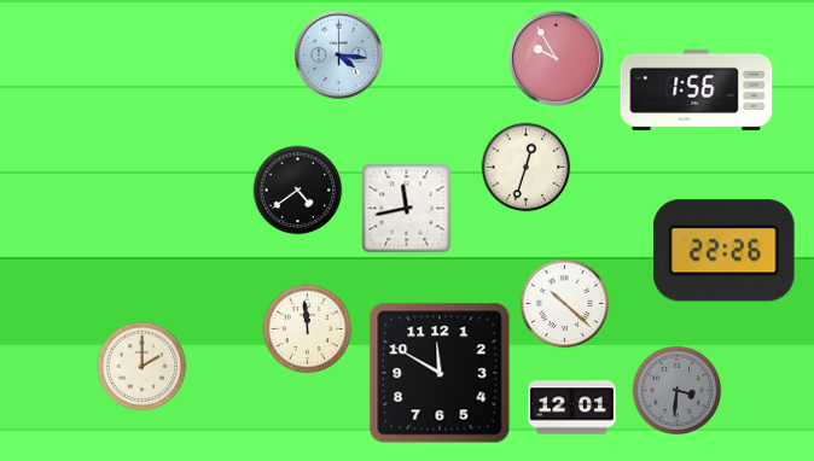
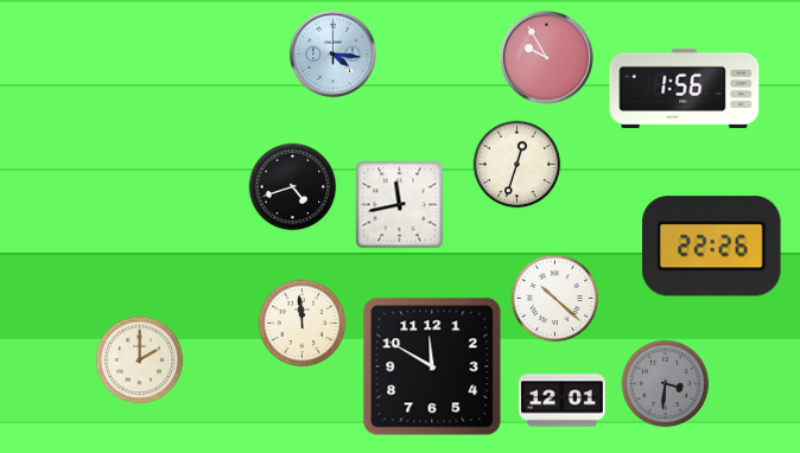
clock at (298, 191): 4:39 -> 4:42
